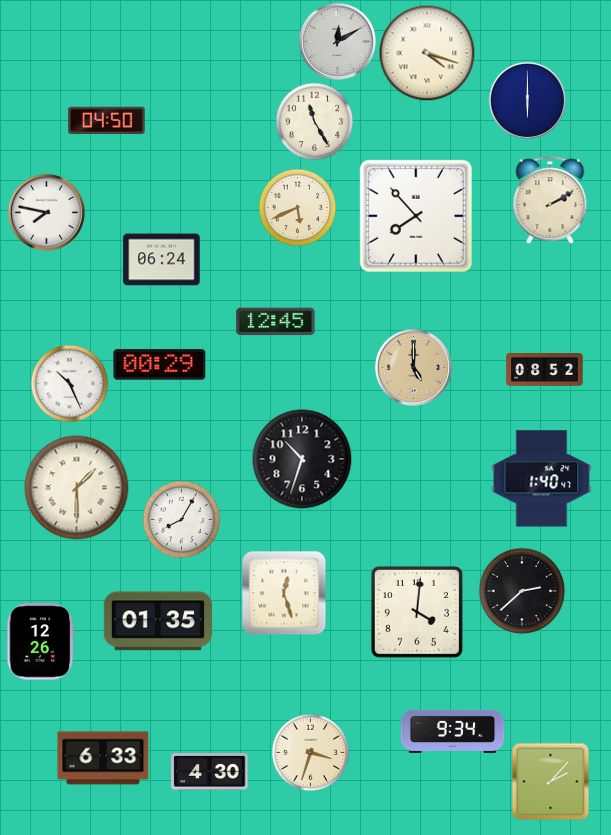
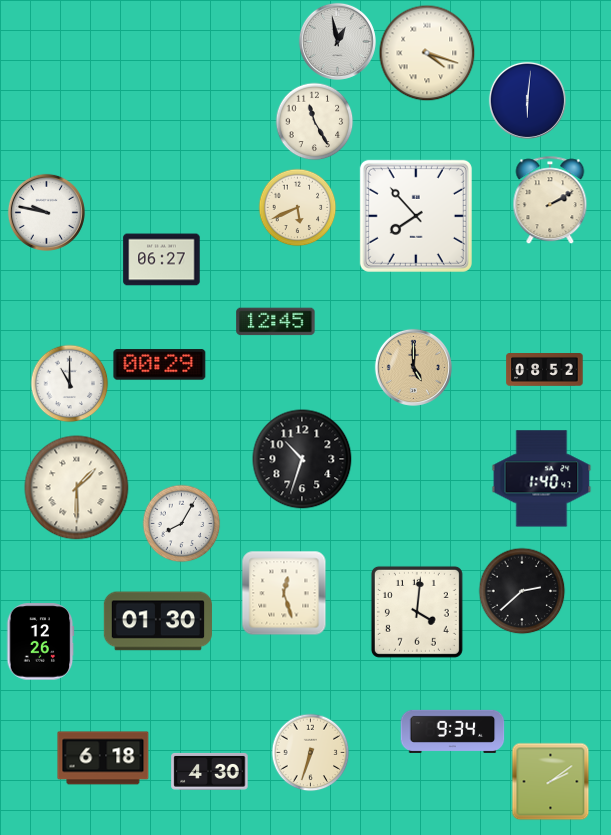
clock at (337, 41): 12:10 -> 12:58
clock at (527, 100): 6:00 -> 6:01
clock at (107, 121): 04:50 -> none
clock at (46, 212): 7:47 -> 9:47
clock at (162, 260): 06:24 -> 06:27
clock at (69, 383): 10:26 -> 11:00
clock at (181, 519) position: (181, 519) -> (181, 523)
clock at (158, 621): 01:35 -> 01:30
clock at (310, 752): 3:33 -> 6:33
clock at (103, 758): 6:33 -> 6:18
clock at (550, 781): 2:07 -> 2:09
